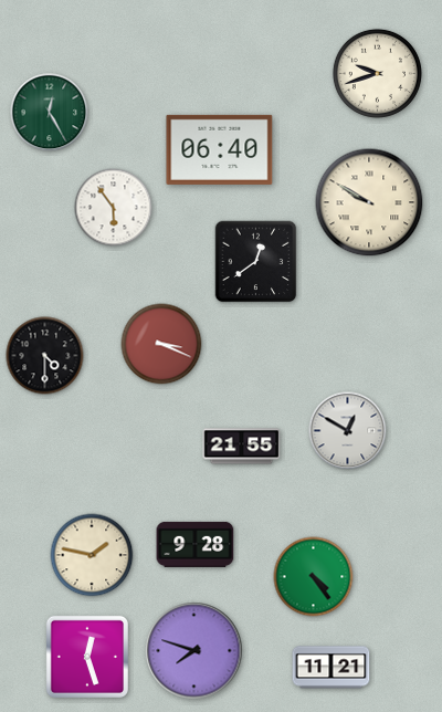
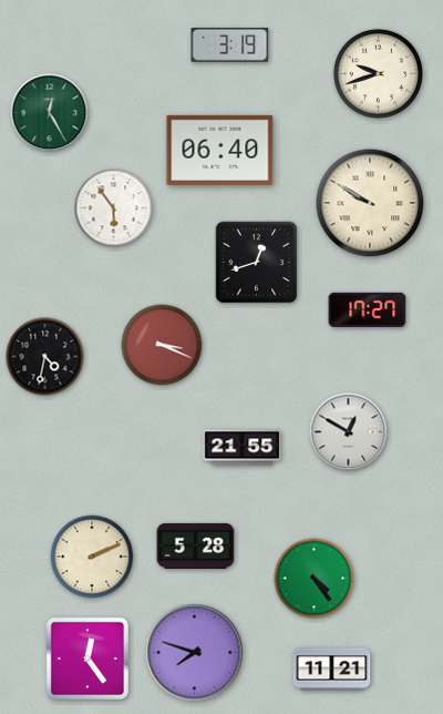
clock at (230, 45): none -> 3:19
clock at (256, 262): 12:39 -> 12:42
clock at (368, 309): none -> 17:27
clock at (45, 356): 4:30 -> 4:32
clock at (196, 544): 9:28 -> 5:28
clock at (92, 555): 1:47 -> 2:11
clock at (87, 657): 12:27 -> 12:24
